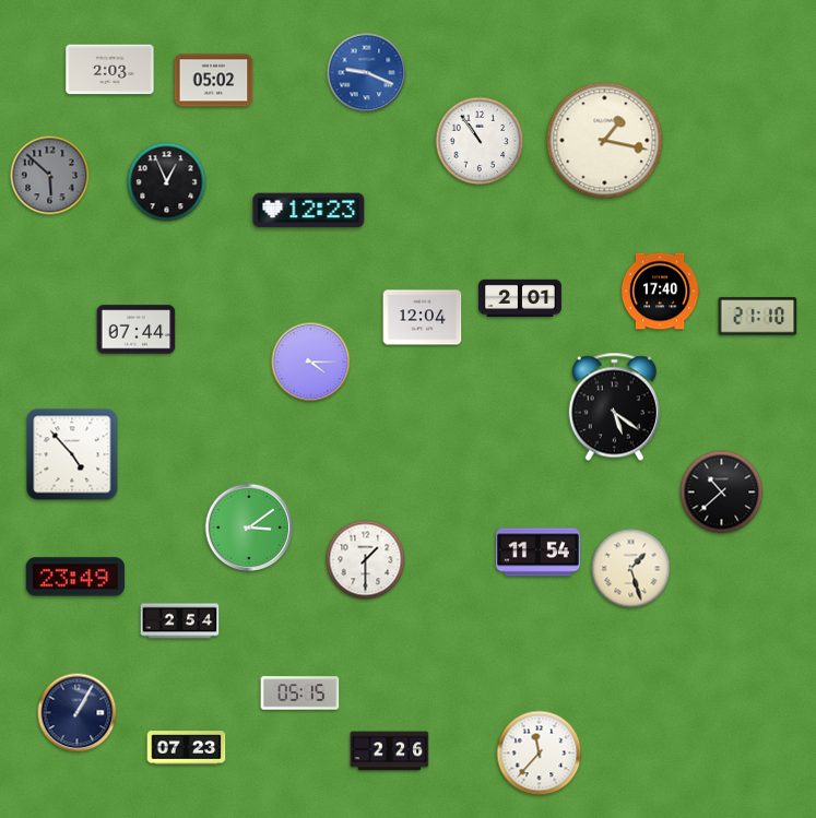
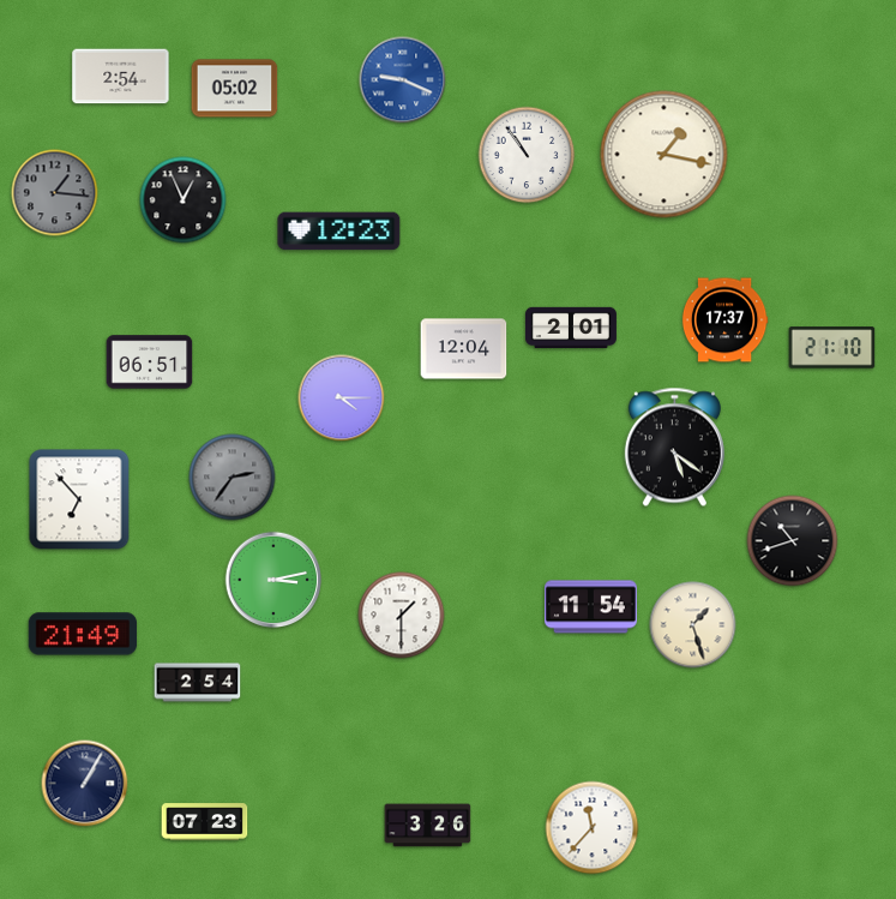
clock at (110, 70): 2:03 -> 2:54
clock at (50, 176): 5:52 -> 1:16
clock at (660, 292): 17:40 -> 17:37
clock at (137, 330): 07:44 -> 06:51
clock at (233, 478): none -> 2:36
clock at (72, 454): 4:53 -> 6:53
clock at (722, 493): 10:38 -> 10:42
clock at (249, 527): 3:09 -> 3:13
clock at (75, 577): 23:49 -> 21:49
clock at (300, 693): 05:15 -> none
clock at (390, 751): 2:26 -> 3:26
